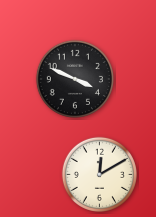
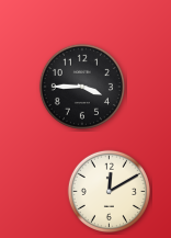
clock at (75, 79): 3:49 -> 3:45
